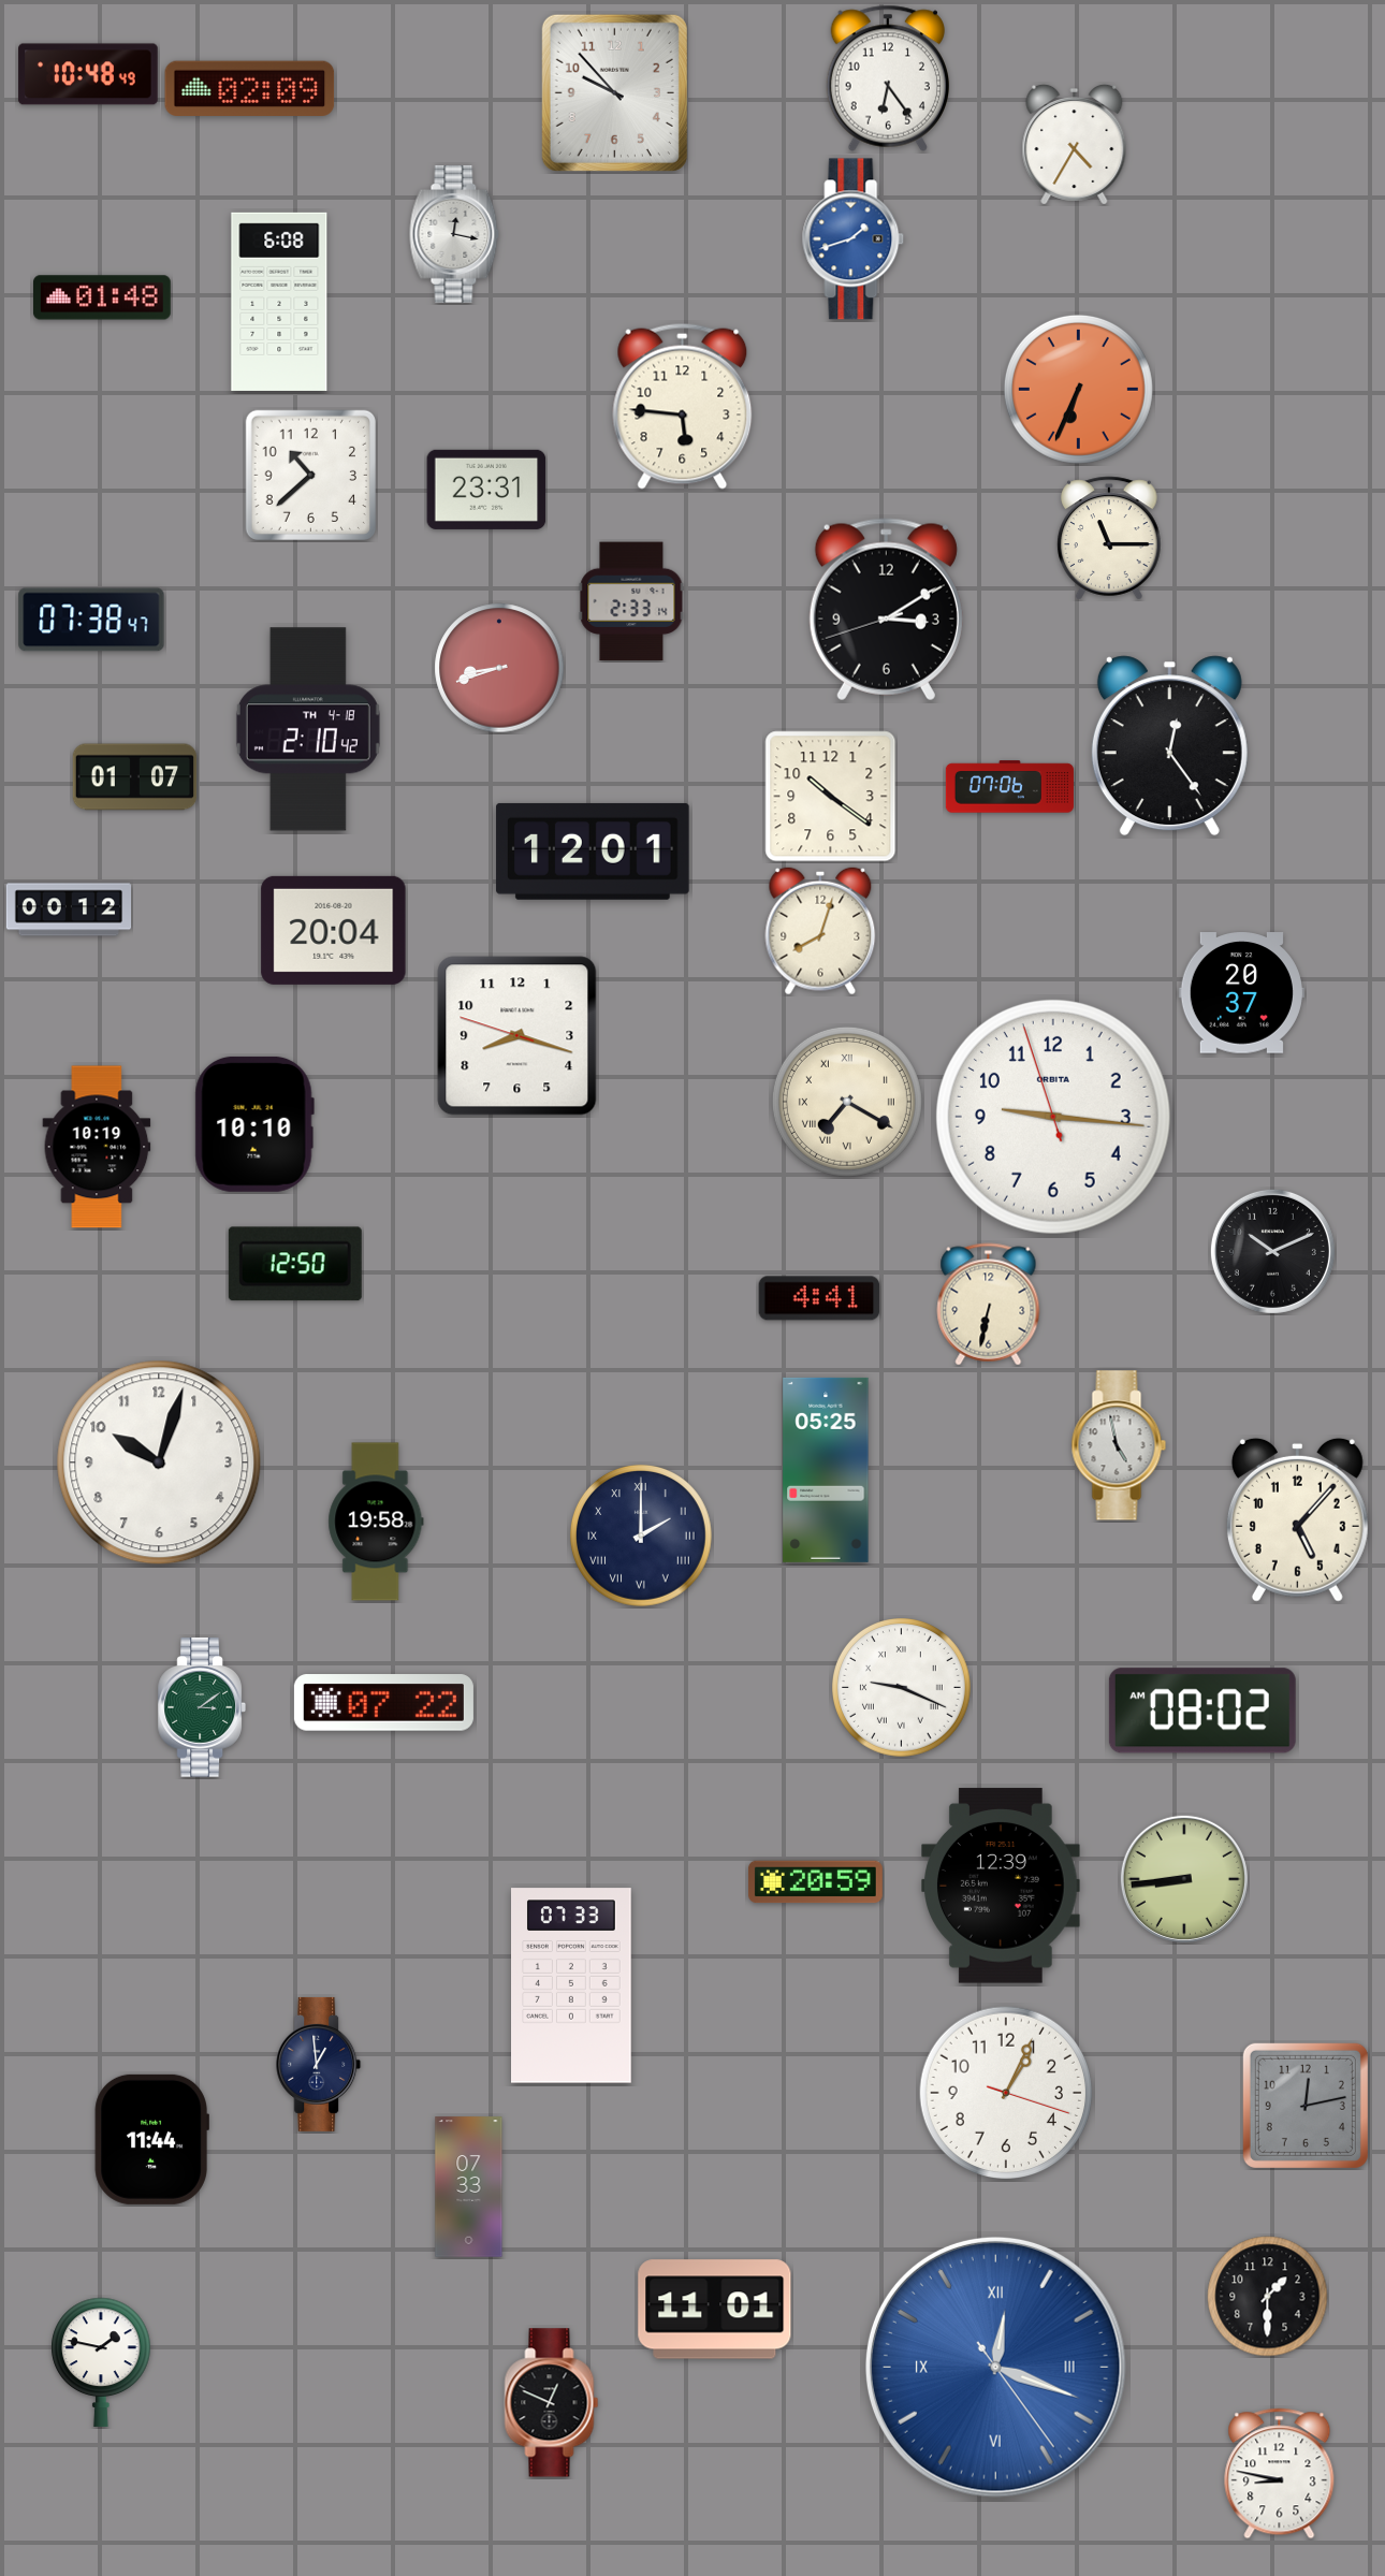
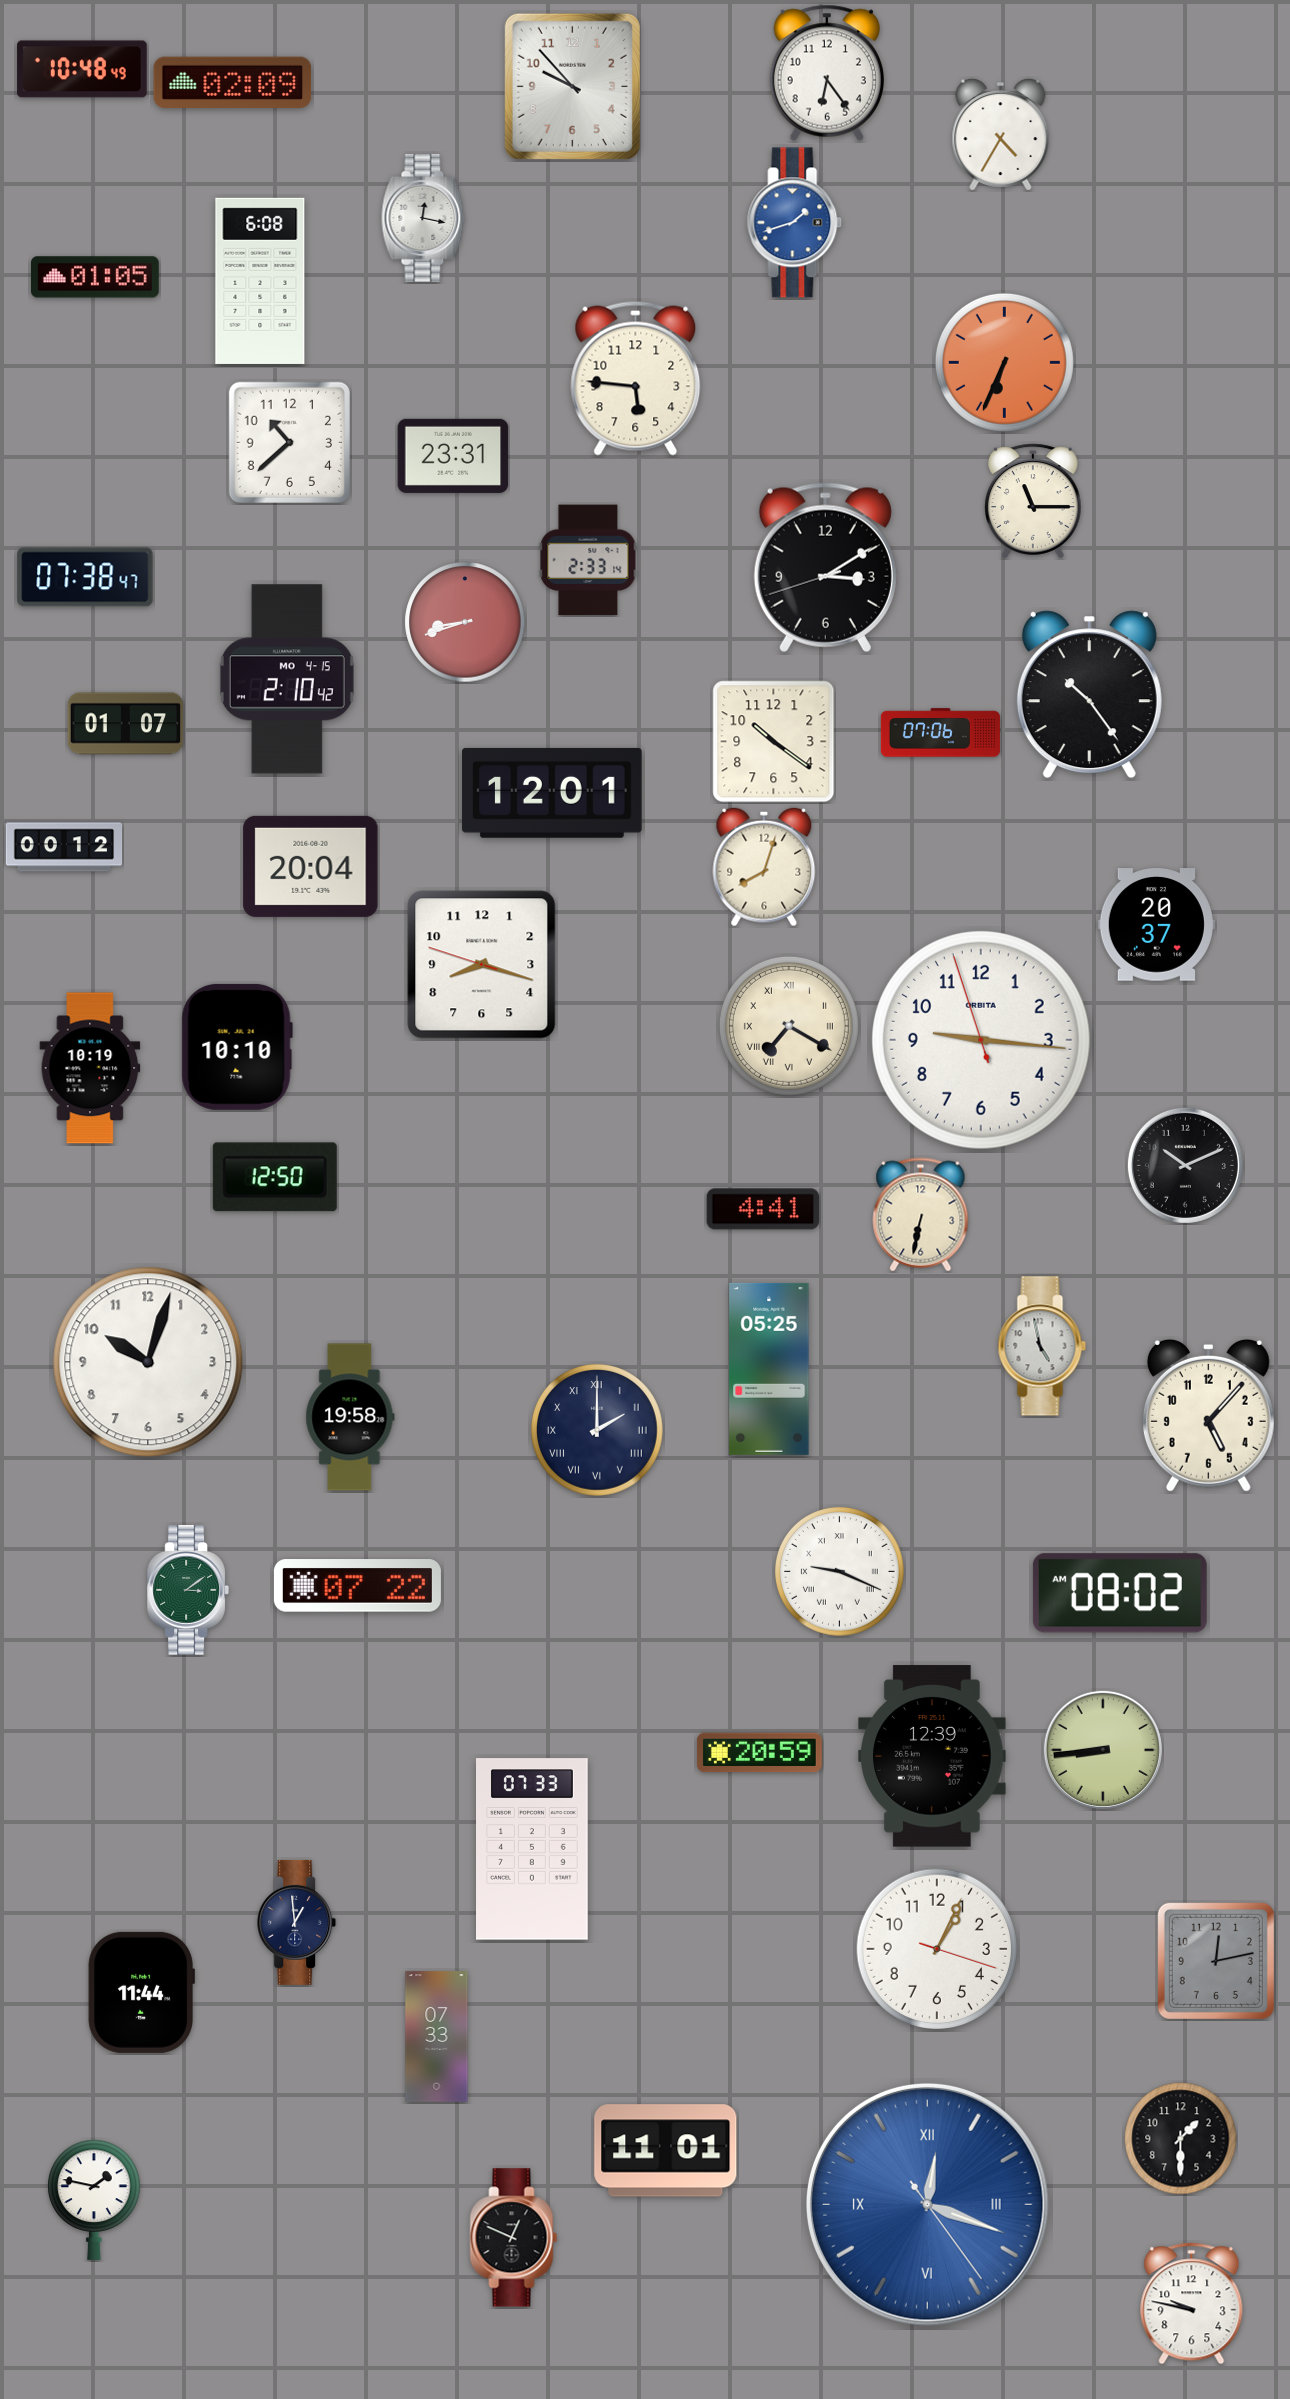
clock at (102, 297): 01:48 -> 01:05
clock at (308, 729) date: TH 4-18 -> MO 4-15
clock at (1169, 746): 12:24 -> 10:24
clock at (1280, 2474): 8:47 -> 9:47
